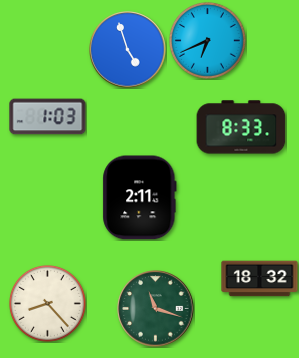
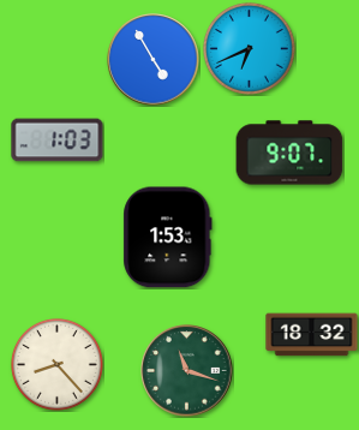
clock at (128, 50): 4:57 -> 4:55
clock at (241, 127): 8:33 -> 9:07
clock at (140, 198): 2:11 -> 1:53
